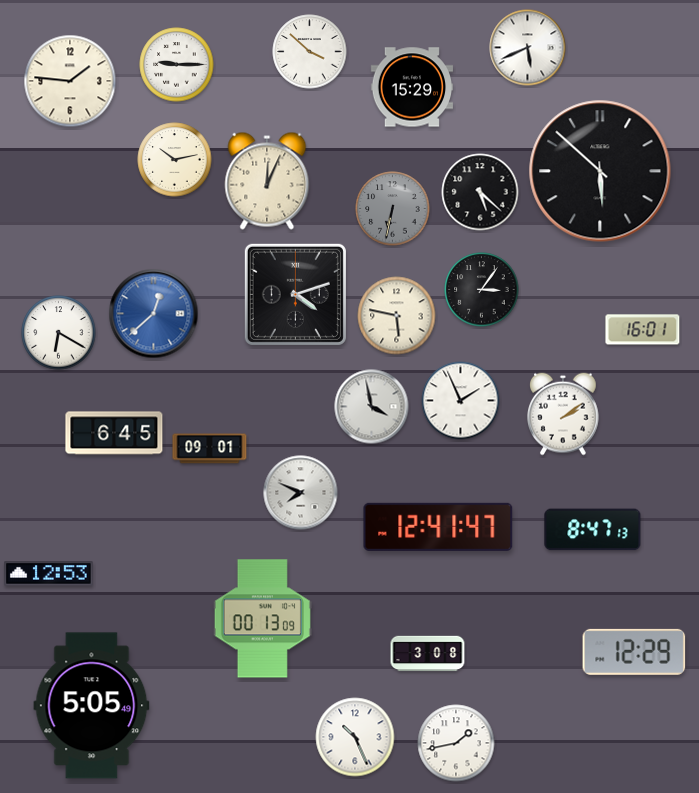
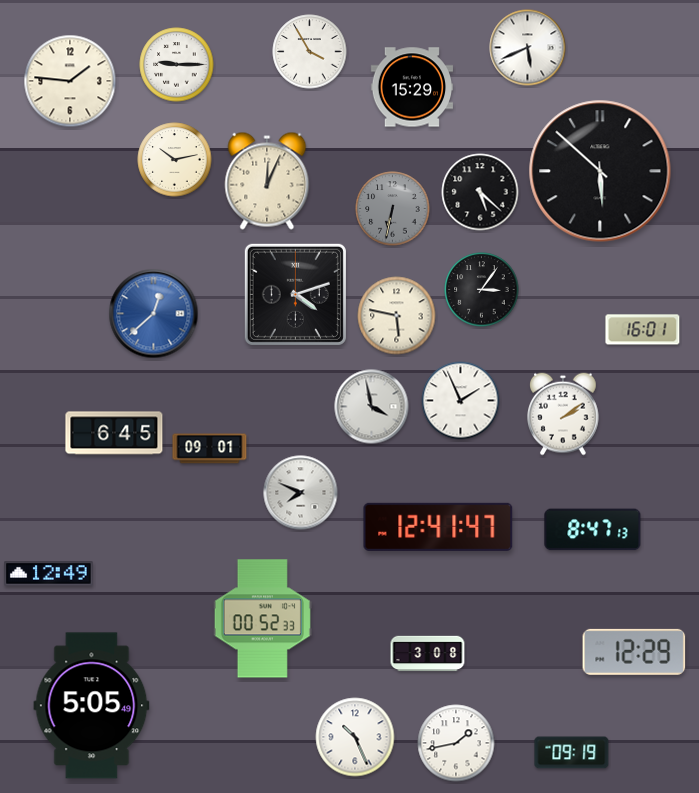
clock at (310, 52): 3:52 -> 3:55
clock at (59, 333): 6:20 -> none
clock at (49, 574): 12:53 -> 12:49
clock at (262, 619): 00:13 -> 00:52
clock at (572, 753): none -> 09:19
